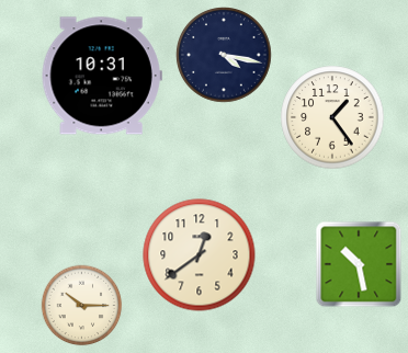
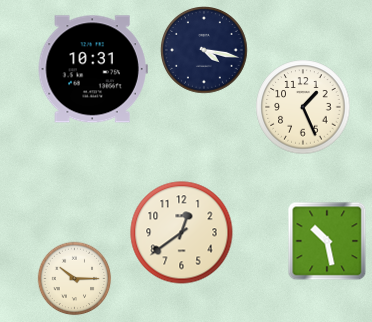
clock at (332, 117): 1:24 -> 1:26
